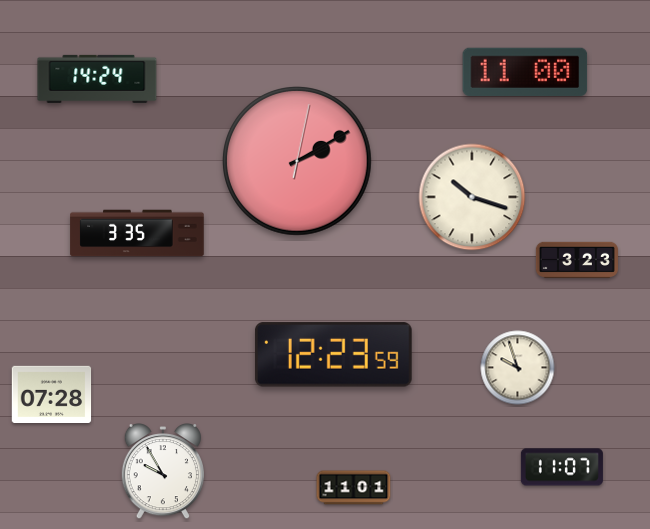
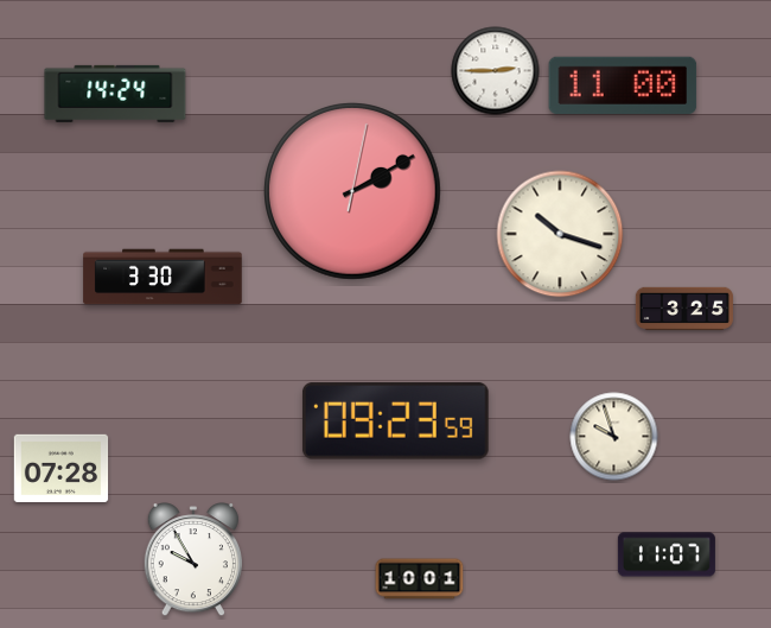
clock at (496, 71): none -> 2:45
clock at (137, 233): 3:35 -> 3:30
clock at (577, 259): 3:23 -> 3:25
clock at (333, 355): 12:23 -> 09:23
clock at (354, 488): 11:01 -> 10:01
